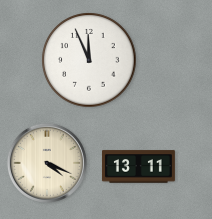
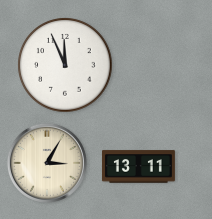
clock at (89, 60) position: (89, 60) -> (65, 65)
clock at (47, 163): 4:19 -> 3:05
